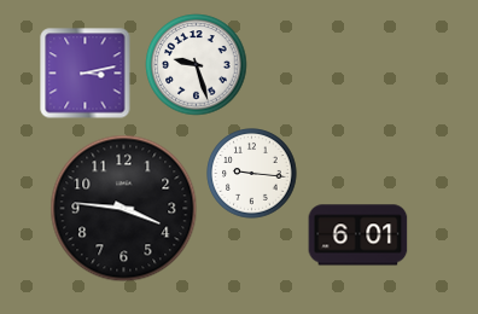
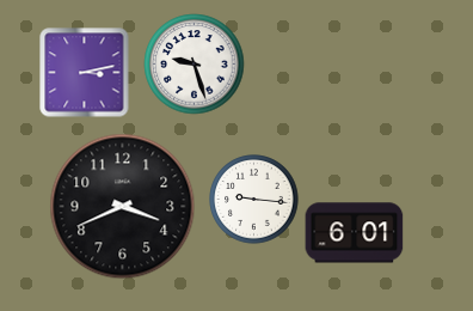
clock at (252, 174) position: (252, 174) -> (254, 200)
clock at (124, 209): 3:46 -> 3:41
